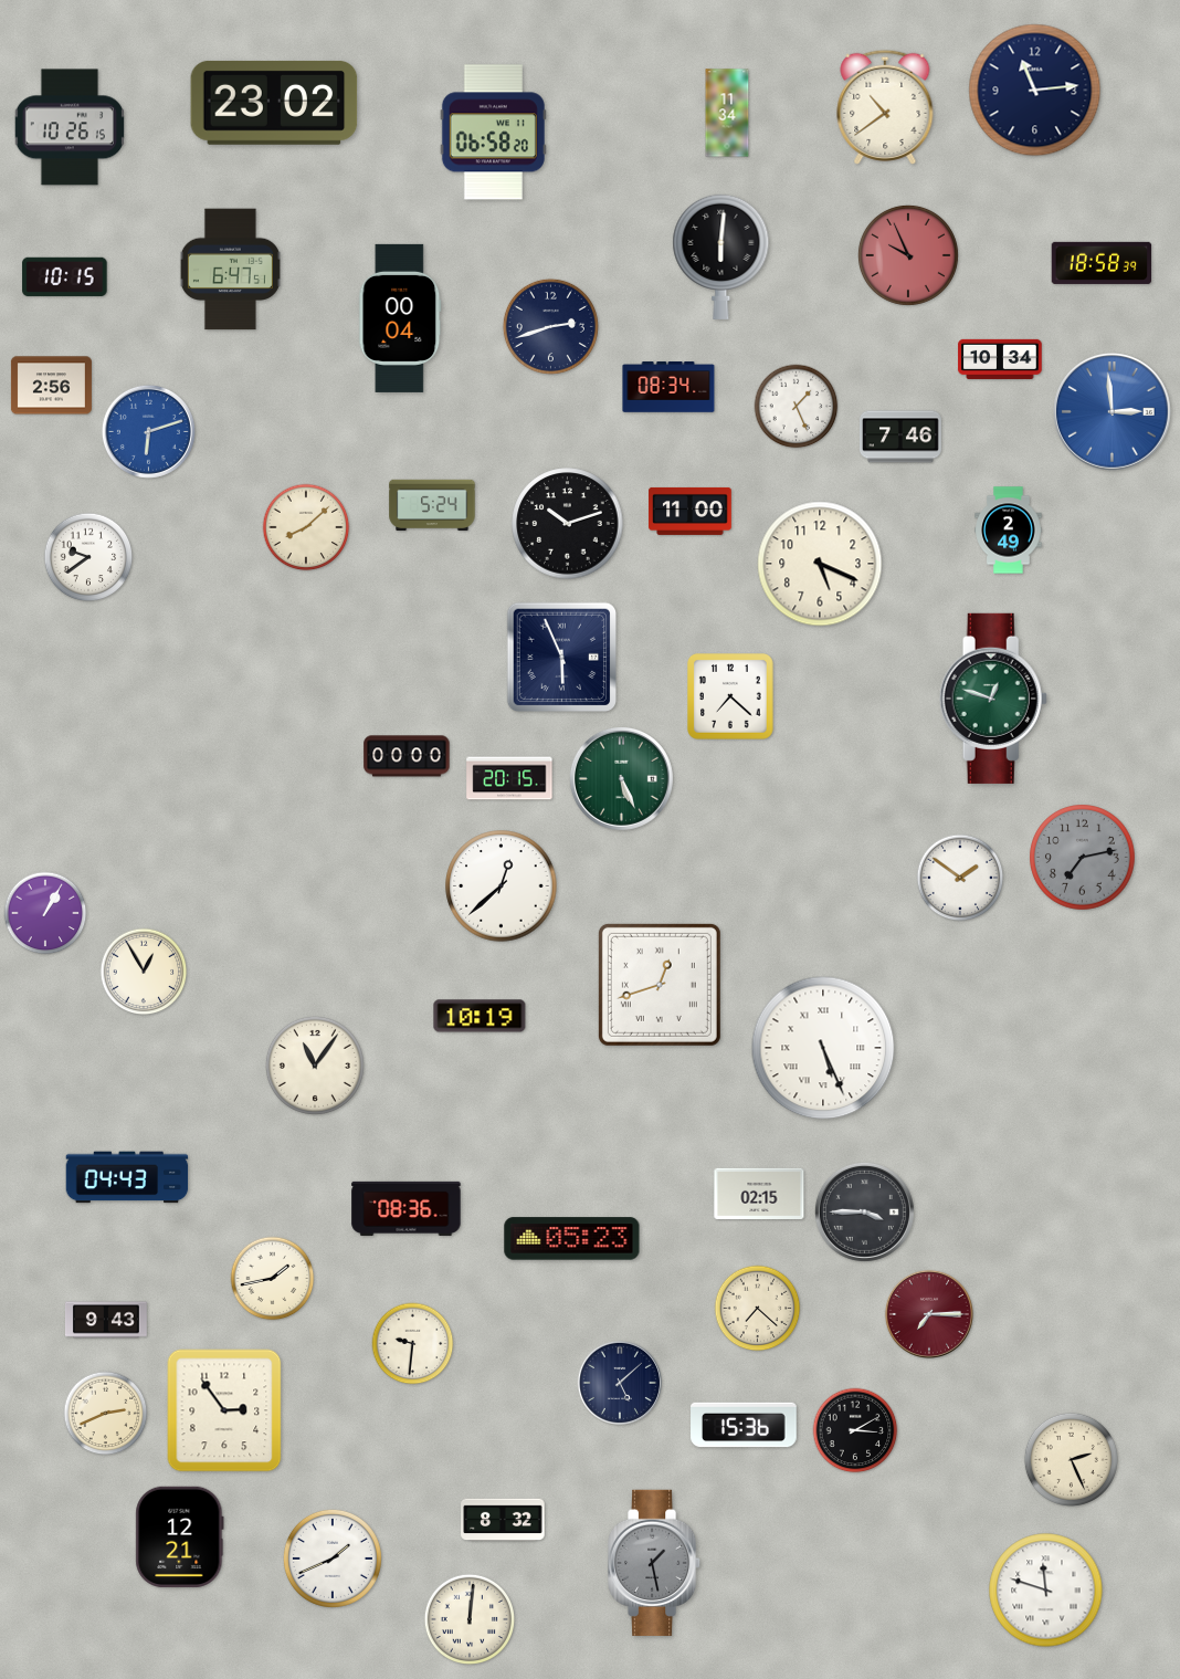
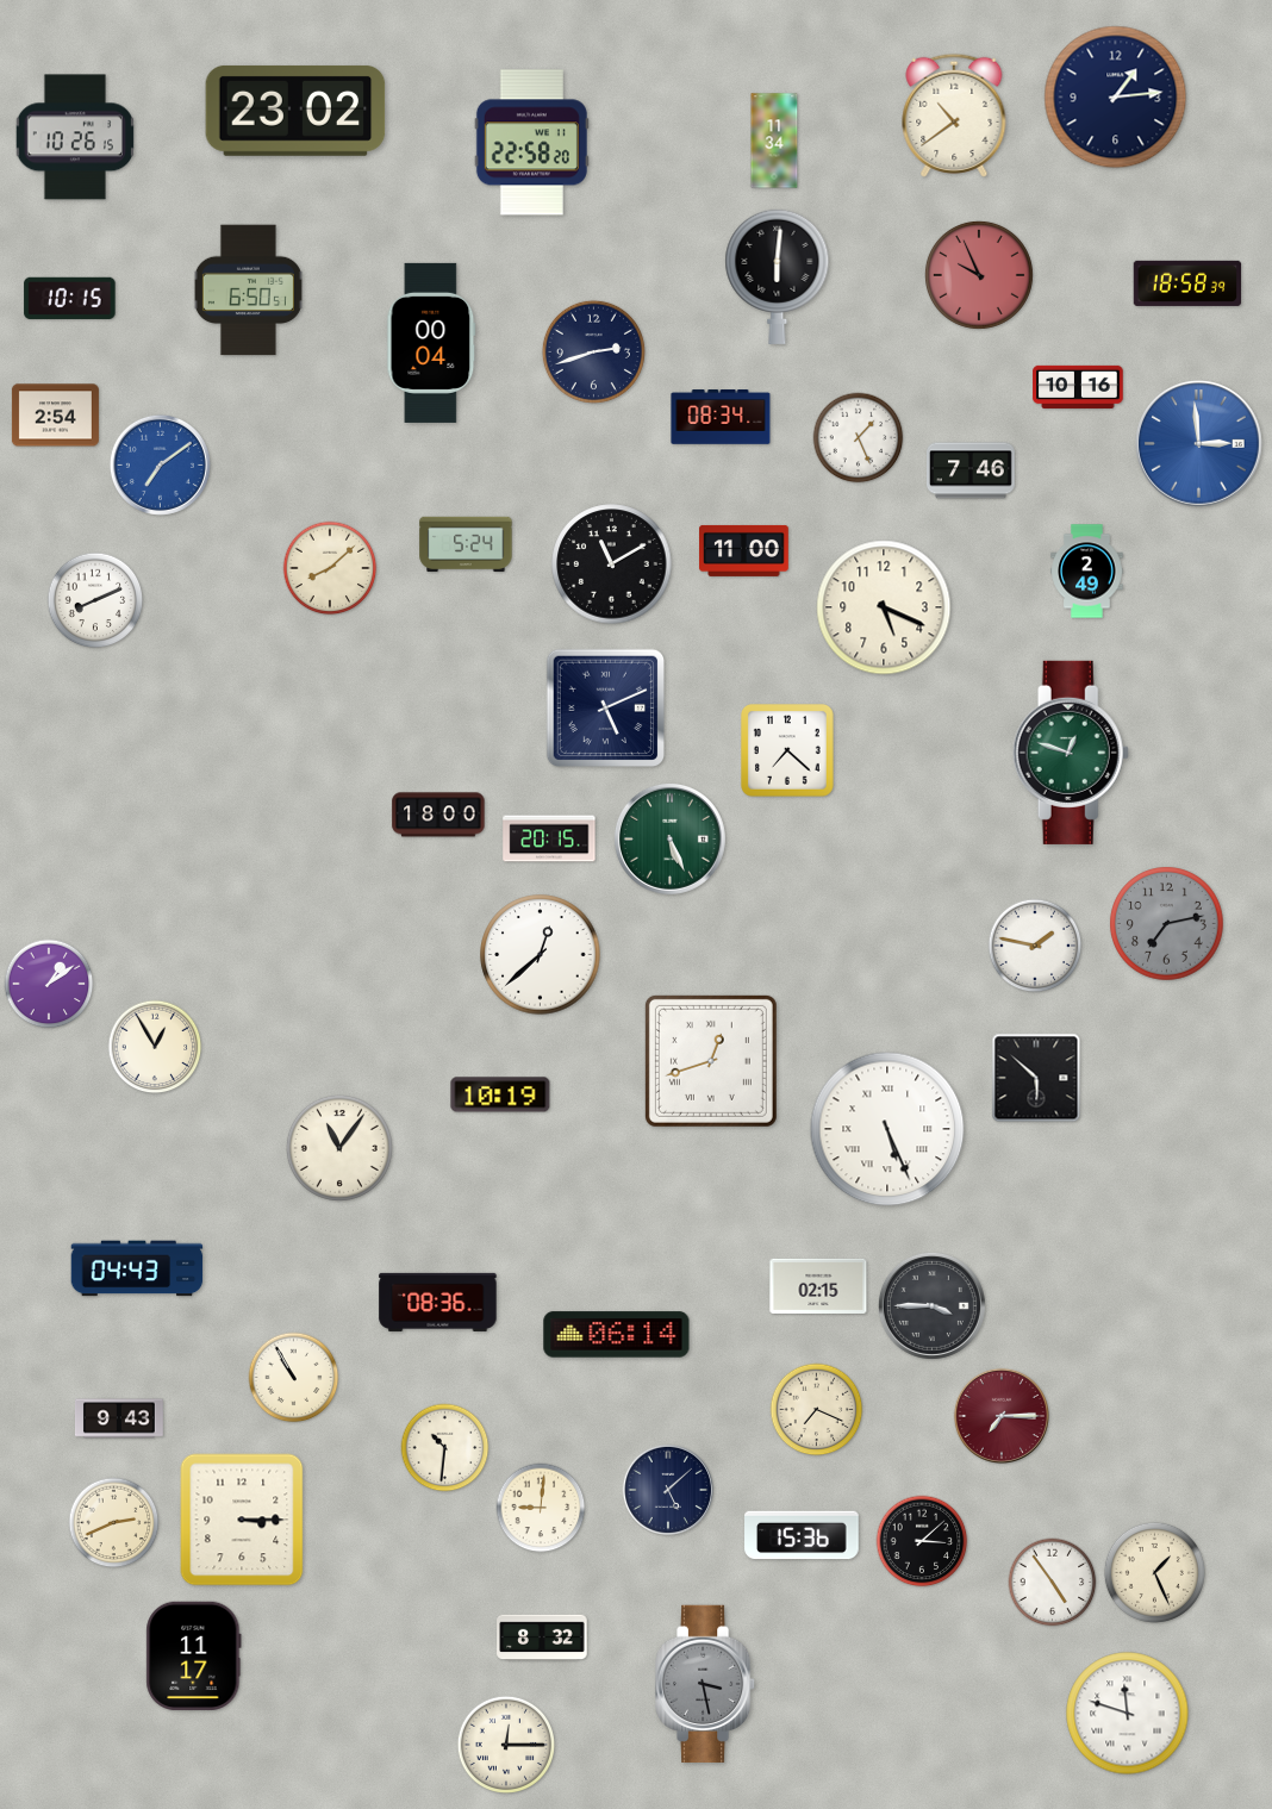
clock at (1035, 91): 11:14 -> 1:14
clock at (727, 113) position: (727, 113) -> (774, 141)
clock at (493, 133): 06:58 -> 22:58
clock at (230, 270): 6:47 -> 6:50
clock at (1000, 359): 10:34 -> 10:16
clock at (51, 386): 2:56 -> 2:54
clock at (148, 431): 6:12 -> 7:09
clock at (568, 524): 10:12 -> 11:10
clock at (88, 557): 9:39 -> 8:11
clock at (562, 658): 5:56 -> 5:11
clock at (407, 756): 00:00 -> 18:00
clock at (960, 878): 1:51 -> 1:47
clock at (45, 913): 1:05 -> 1:09
clock at (1036, 1078): none -> 5:52
clock at (480, 1016) position: (480, 1016) -> (500, 1094)
clock at (572, 1239): 05:23 -> 06:14
clock at (273, 1279): 1:43 -> 10:55
clock at (758, 1309): 7:22 -> 7:19
clock at (106, 1320) position: (106, 1320) -> (119, 1418)
clock at (413, 1344): 9:31 -> 10:31
clock at (541, 1508): none -> 9:01
clock at (224, 1410): 2:54 -> 3:15
clock at (855, 1430): 3:10 -> 3:08
clock at (1071, 1459): 2:26 -> 1:26
clock at (1053, 1583): none -> 4:54
clock at (180, 1536): 12:21 -> 11:17
clock at (333, 1559): 1:41 -> none
clock at (655, 1562): 1:28 -> 3:28
clock at (470, 1619): 12:01 -> 12:15
